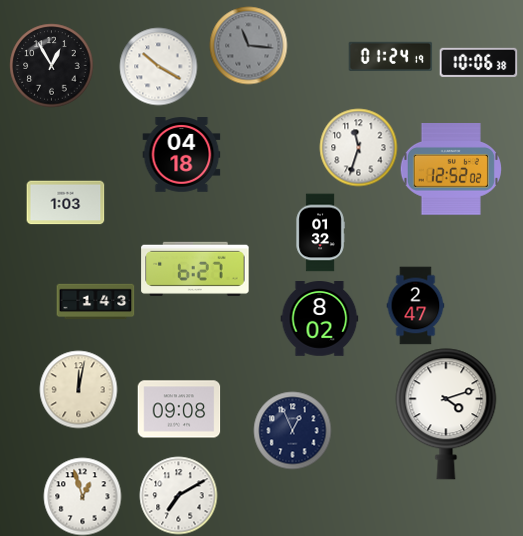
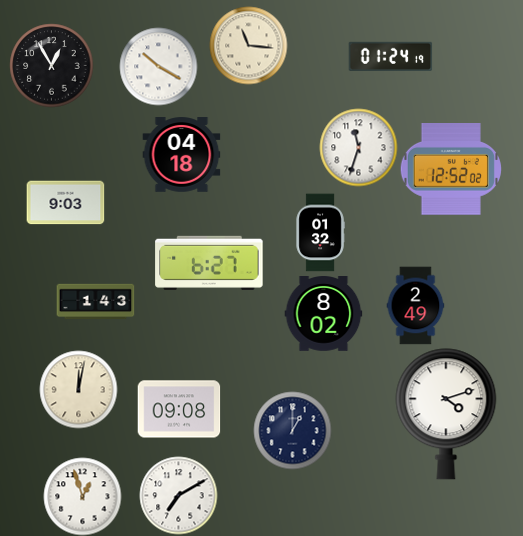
clock at (248, 45) dial: grey -> cream
clock at (478, 62): 10:06 -> none
clock at (65, 203): 1:03 -> 9:03
clock at (195, 269) position: (195, 269) -> (209, 263)
clock at (416, 305): 2:47 -> 2:49
clock at (319, 319) position: (319, 319) -> (323, 314)
clock at (292, 430): 12:56 -> 1:00
